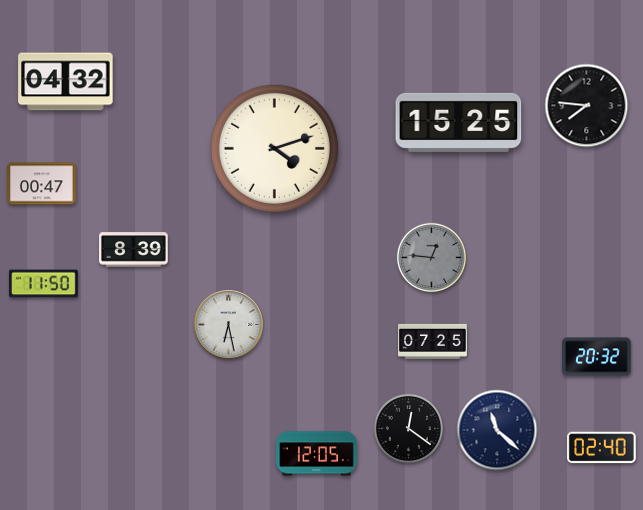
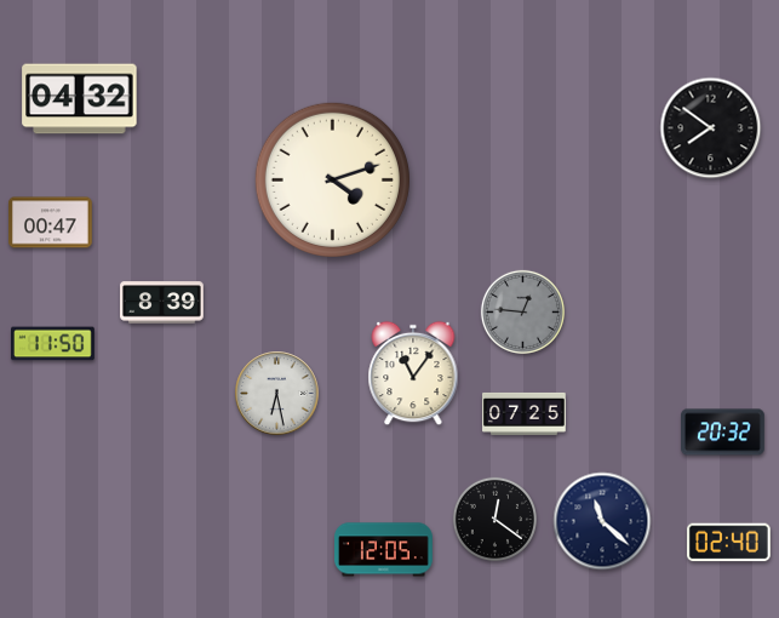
clock at (587, 106): 7:46 -> 7:51
clock at (459, 122): 15:25 -> none
clock at (413, 373): none -> 11:06
